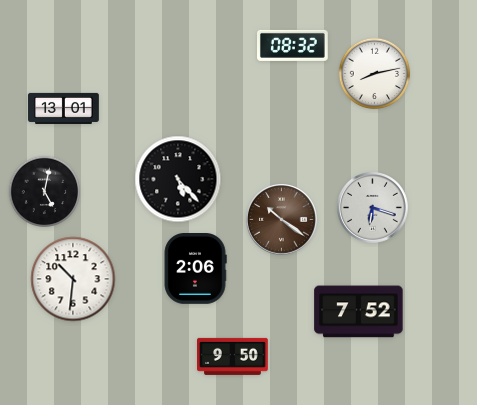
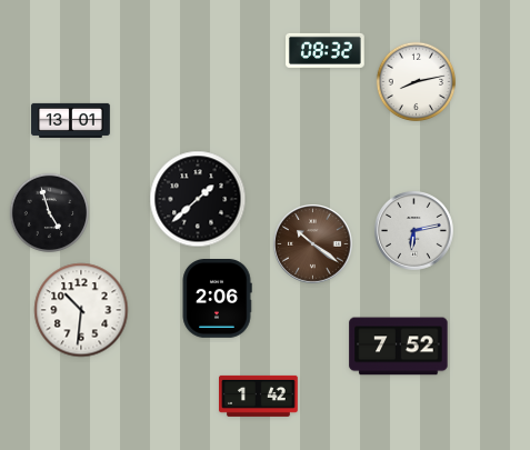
clock at (178, 179): 5:23 -> 1:38
clock at (45, 192): 5:02 -> 4:57
clock at (373, 208): 6:18 -> 6:13
clock at (233, 356): 9:50 -> 1:42
